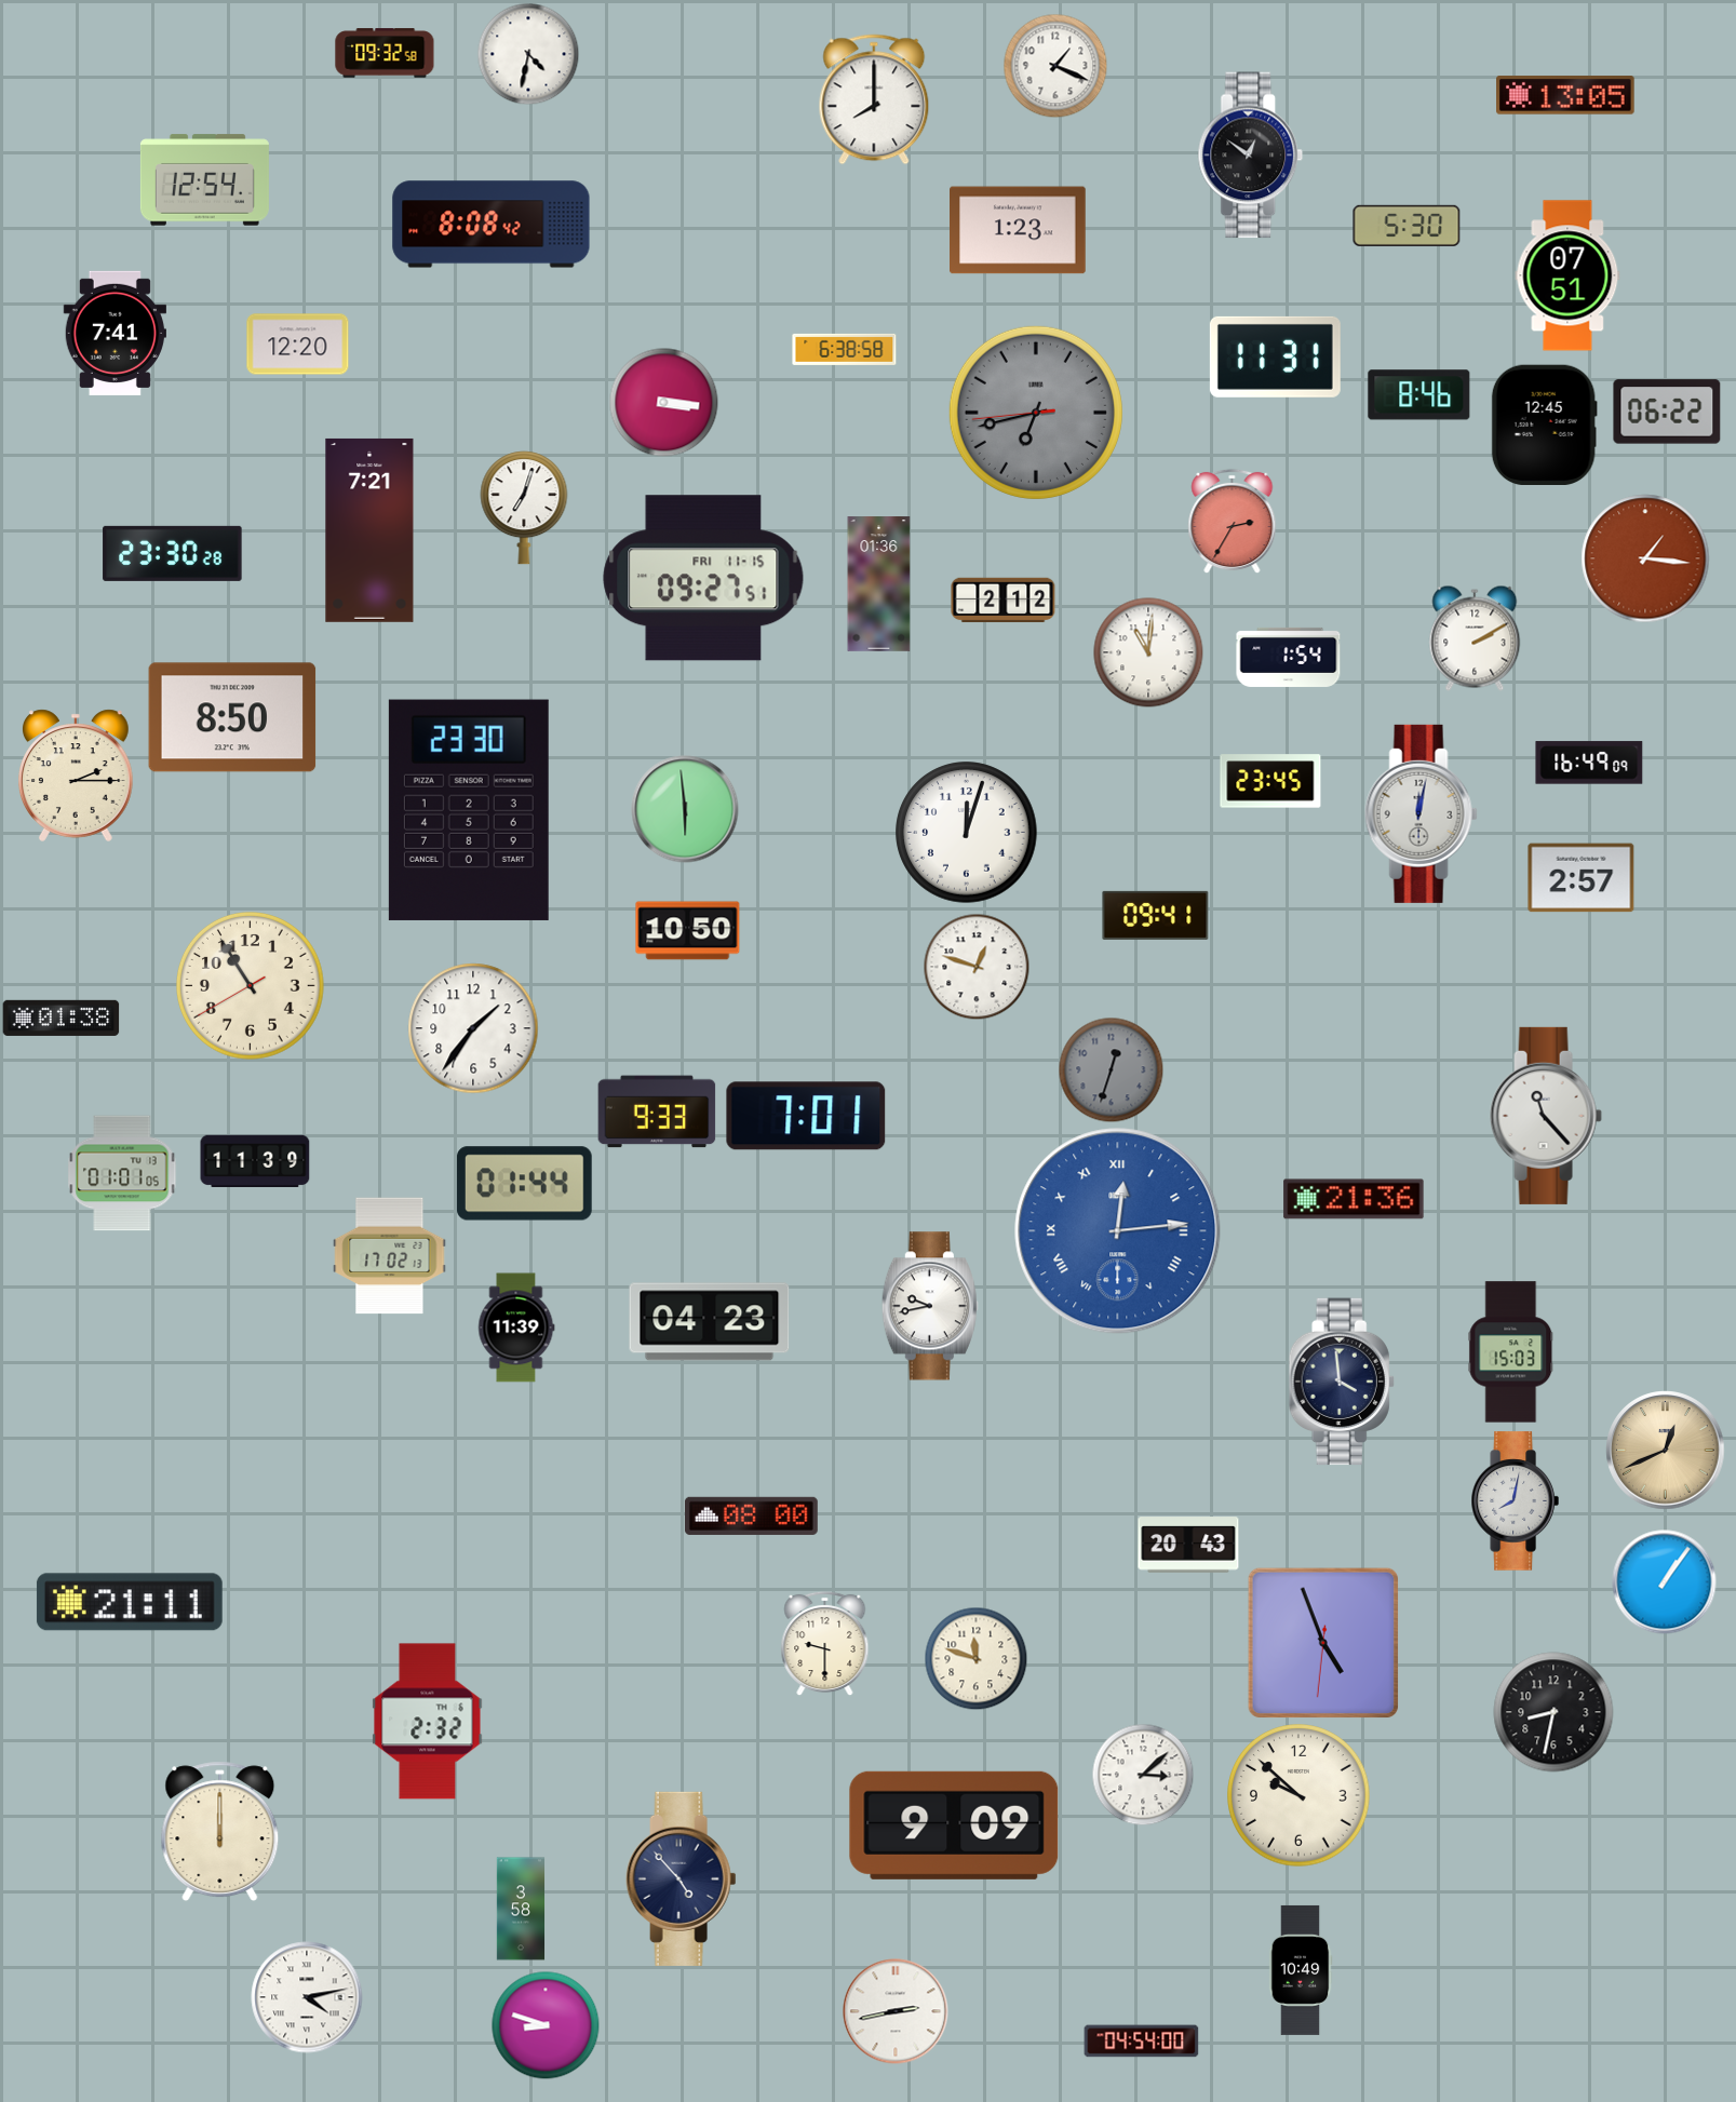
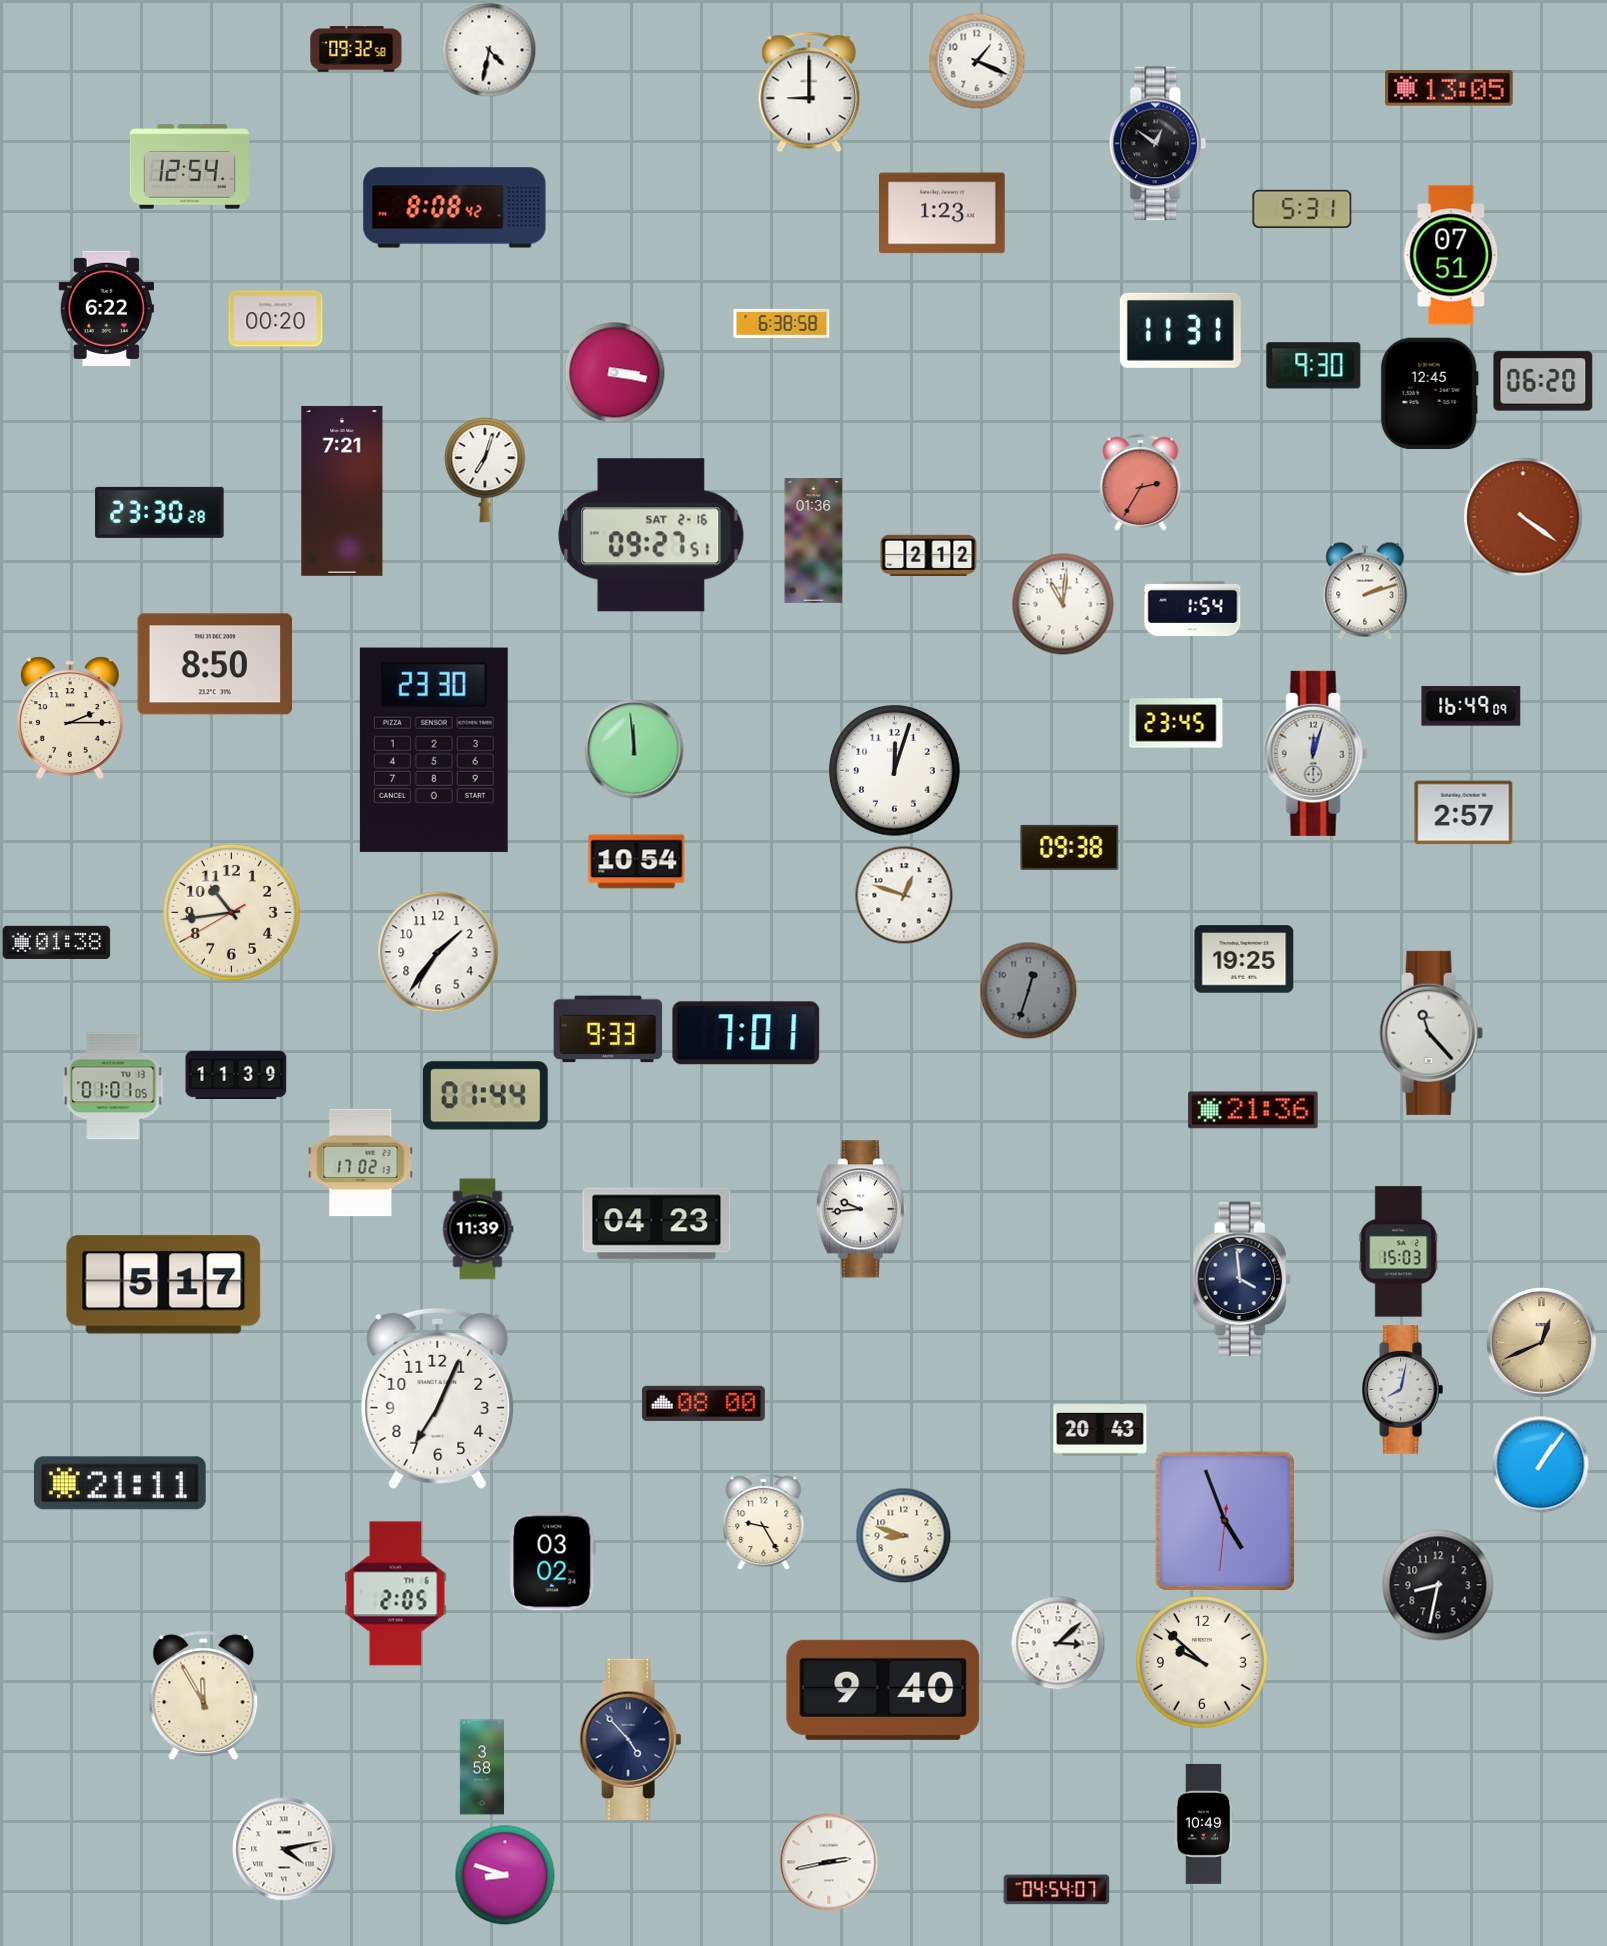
clock at (874, 99): 8:00 -> 9:00
clock at (1407, 226): 5:30 -> 5:31
clock at (115, 333): 7:41 -> 6:22
clock at (298, 345): 12:20 -> 00:20
clock at (1419, 395): 8:46 -> 9:30
clock at (664, 403): 3:16 -> 3:17
clock at (1667, 412): 06:22 -> 06:20
clock at (1036, 413): 6:42 -> none
clock at (1645, 558): 1:16 -> 4:21
clock at (703, 578) date: FRI 11-15 -> SAT 2-16
clock at (1475, 638): 2:10 -> 2:12
clock at (685, 809): 5:59 -> 11:59
clock at (1421, 813): 12:02 -> 12:03
clock at (1156, 915): 09:41 -> 09:38
clock at (688, 931): 10:50 -> 10:54
clock at (251, 986): 10:54 -> 10:43
clock at (1244, 959): none -> 19:25
clock at (1118, 1231): 12:14 -> none
clock at (930, 1306): 9:43 -> 9:44
clock at (164, 1285): none -> 5:17
clock at (438, 1398): none -> 7:04
clock at (751, 1515) position: (751, 1515) -> (703, 1403)
clock at (825, 1643): 9:30 -> 9:25
clock at (975, 1658): 11:48 -> 8:48
clock at (553, 1562): none -> 03:02
clock at (428, 1722): 2:32 -> 2:05
clock at (954, 1825): 9:09 -> 9:40
clock at (220, 1832): 12:00 -> 11:55
clock at (1142, 2042): 04:54:00 -> 04:54:07
